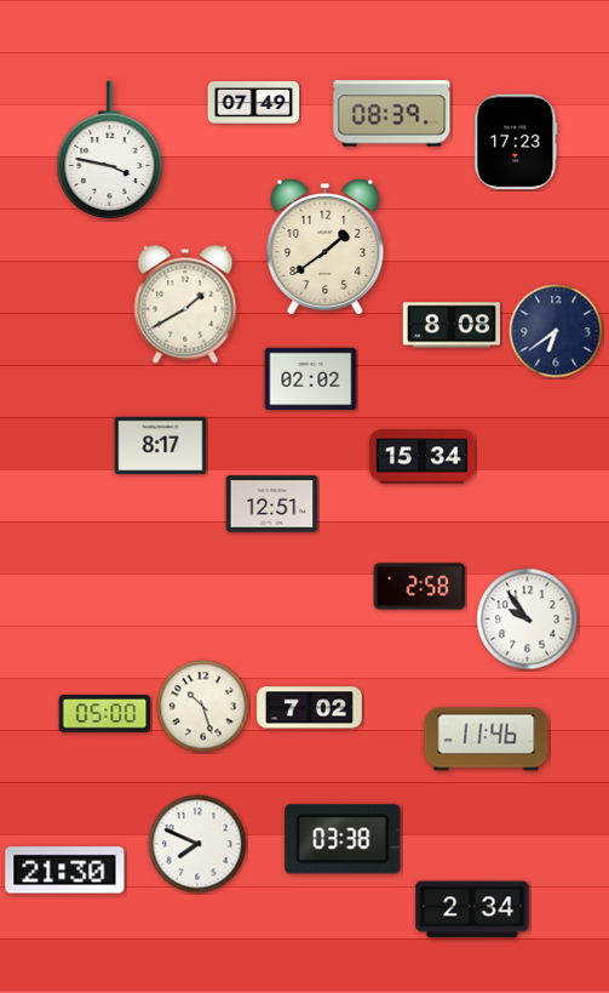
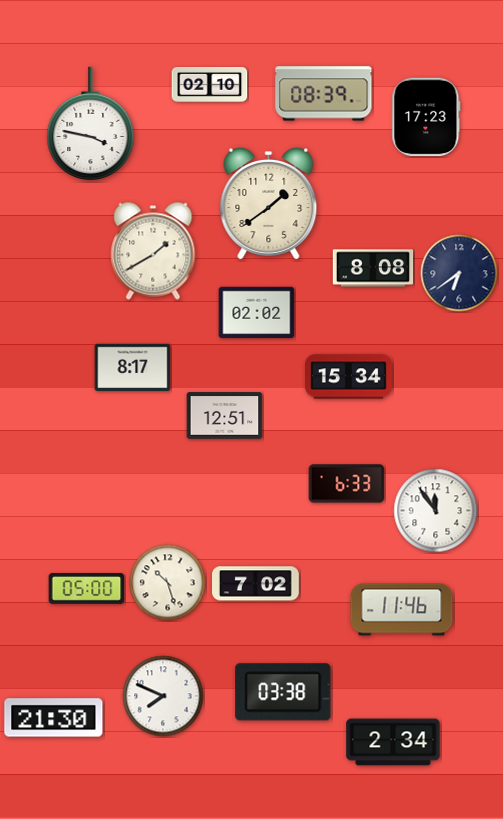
clock at (254, 103): 07:49 -> 02:10
clock at (420, 587): 2:58 -> 6:33
clock at (528, 620): 9:54 -> 11:54
clock at (472, 909) position: (472, 909) -> (393, 742)
